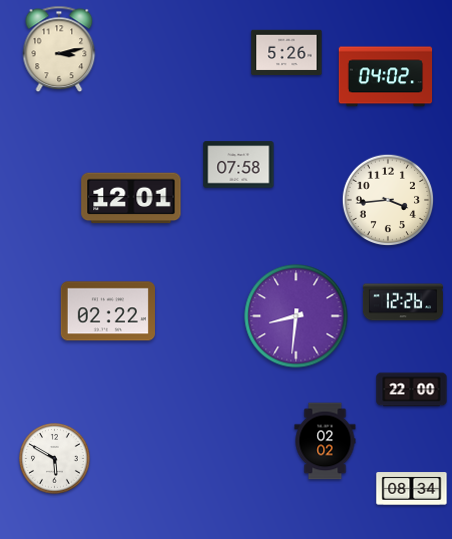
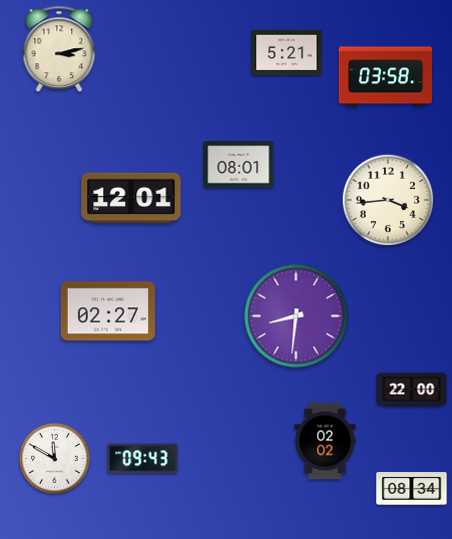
clock at (287, 53): 5:26 -> 5:21
clock at (386, 77): 04:02 -> 03:58
clock at (239, 165): 07:58 -> 08:01
clock at (403, 302): 12:26 -> none
clock at (108, 311): 02:22 -> 02:27
clock at (55, 459): 5:50 -> 11:50
clock at (143, 459): none -> 09:43
